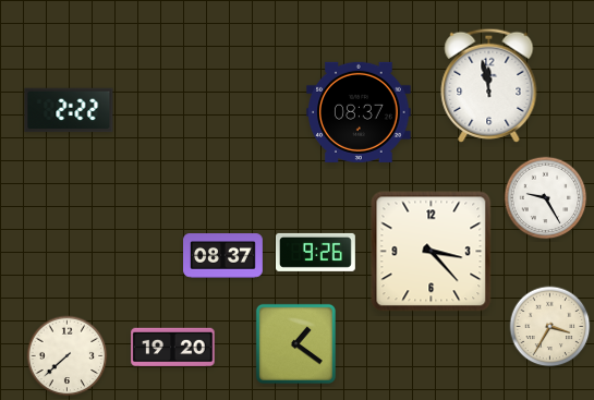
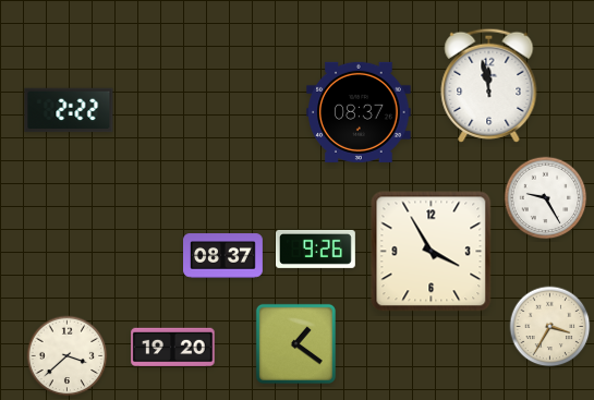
clock at (315, 252) position: (315, 252) -> (315, 249)
clock at (432, 252): 3:23 -> 3:55
clock at (68, 356): 7:38 -> 3:38
